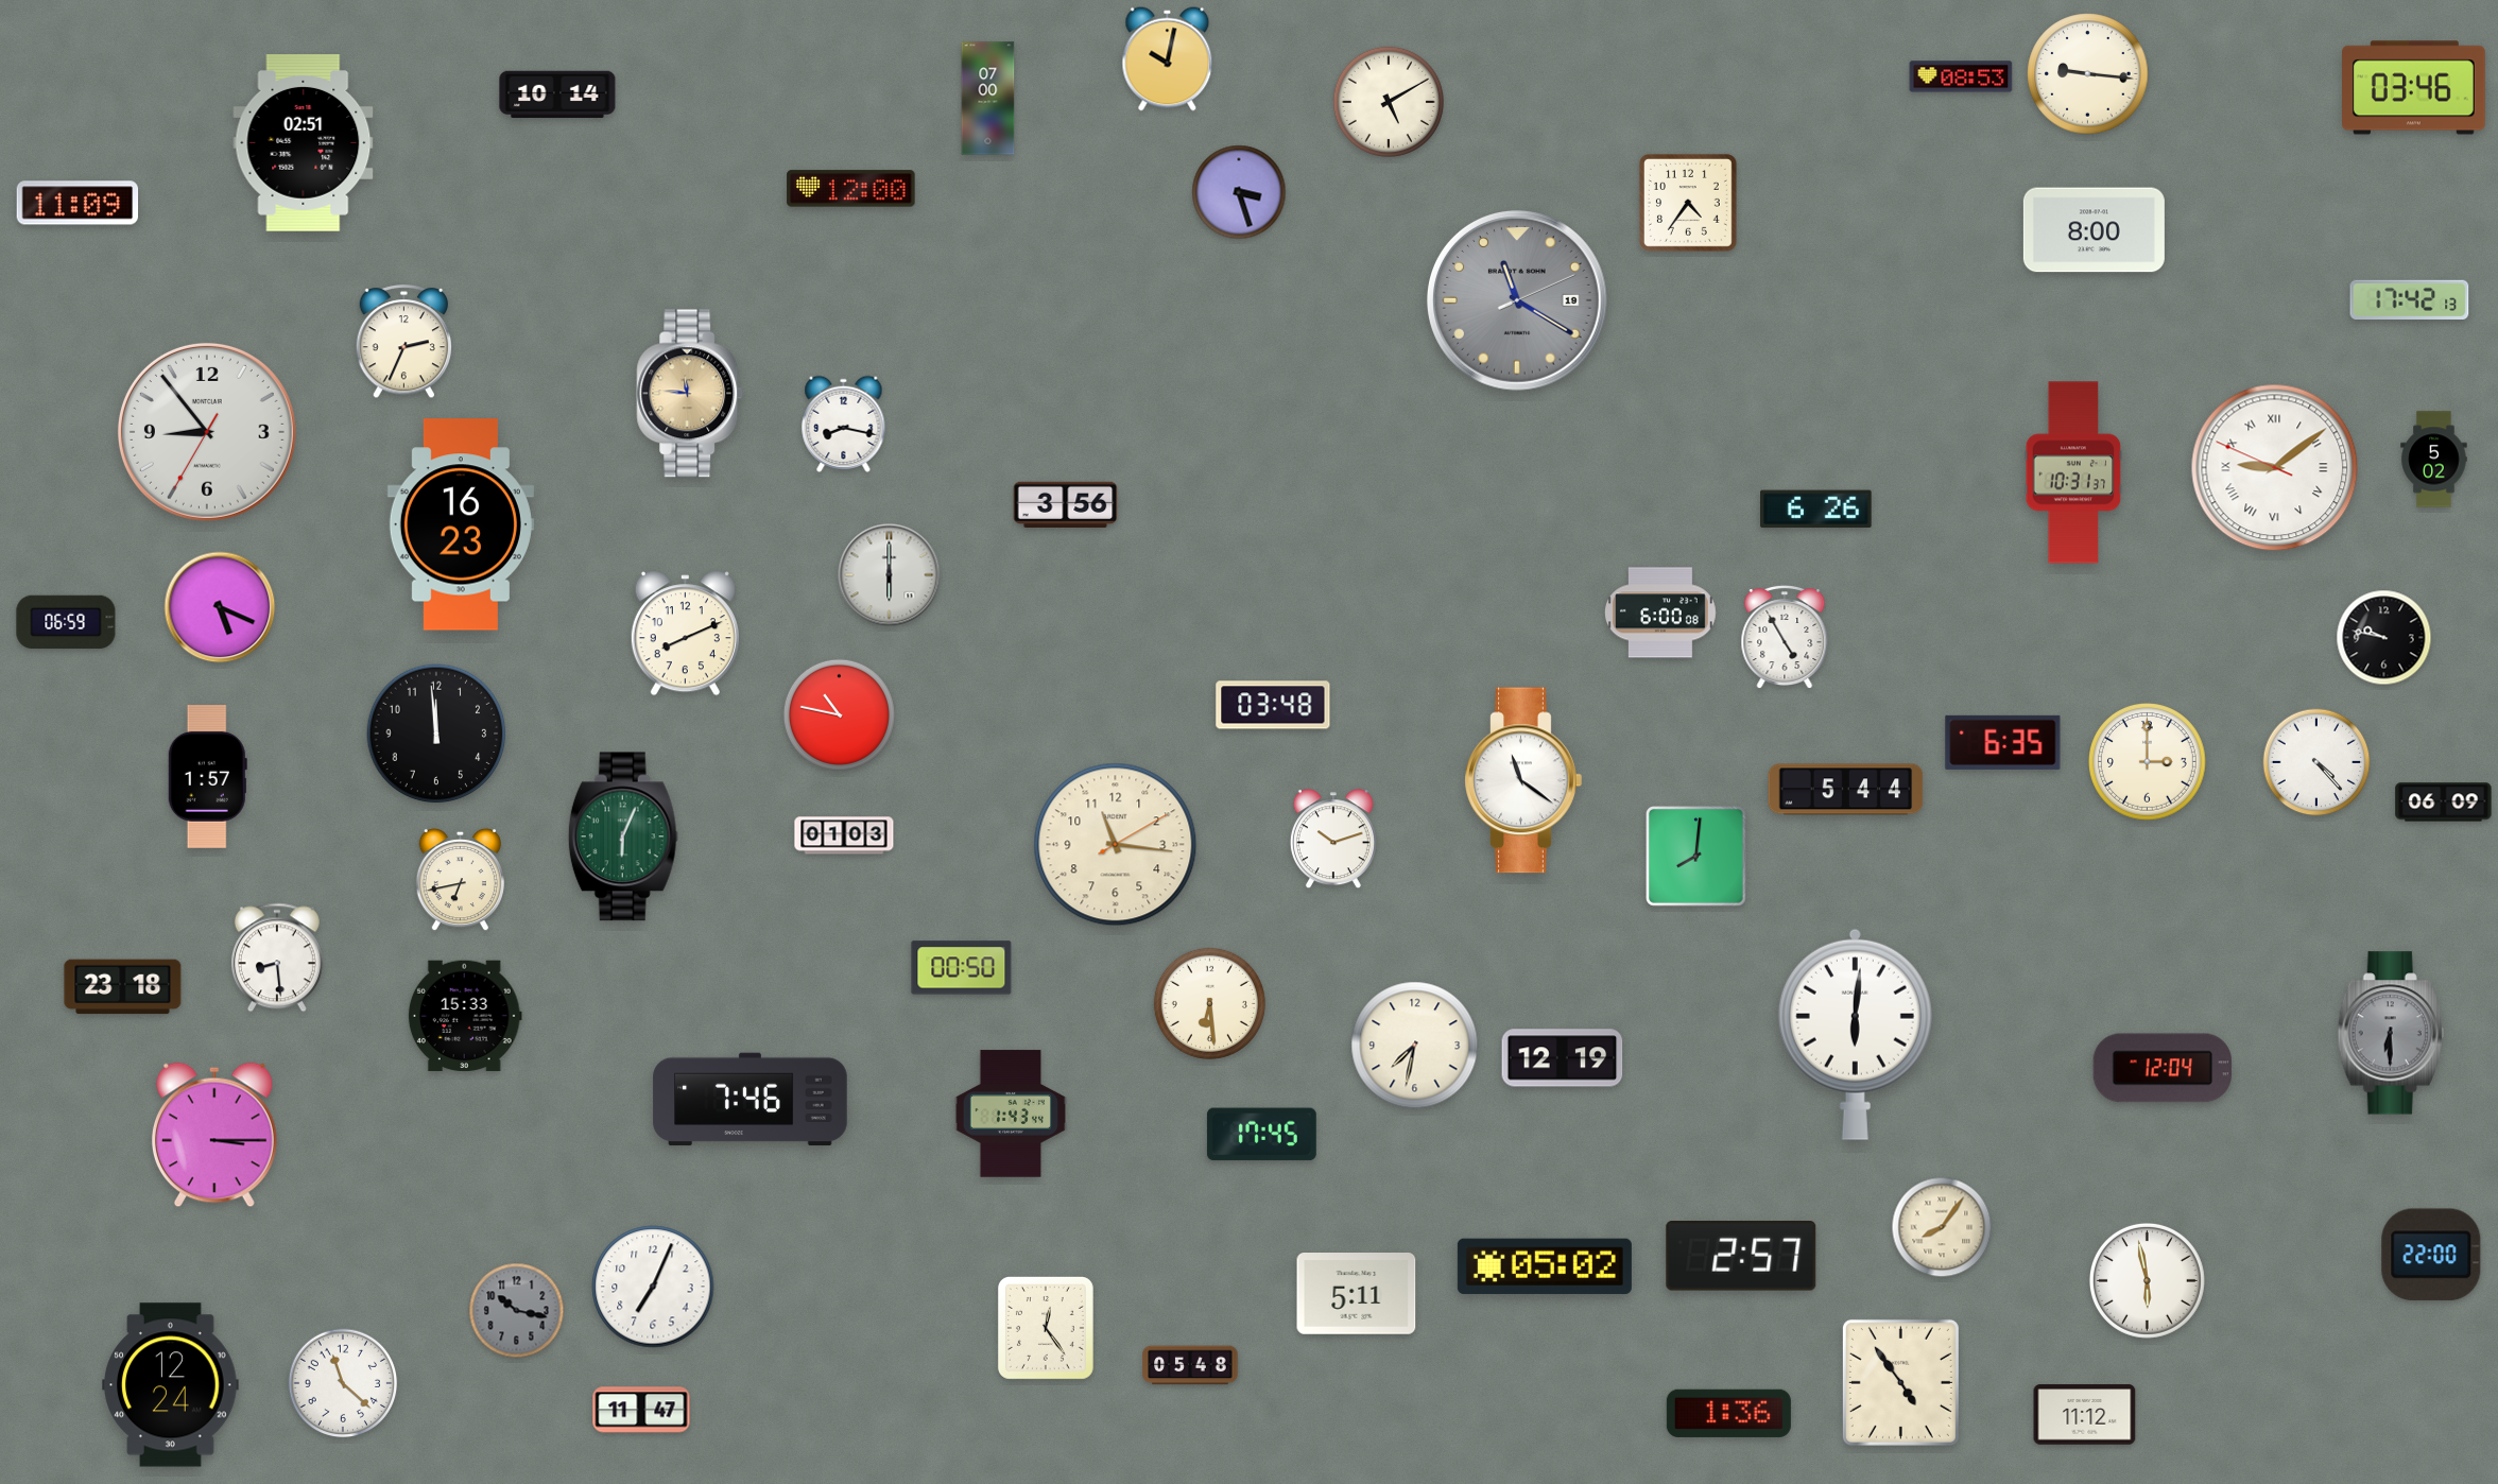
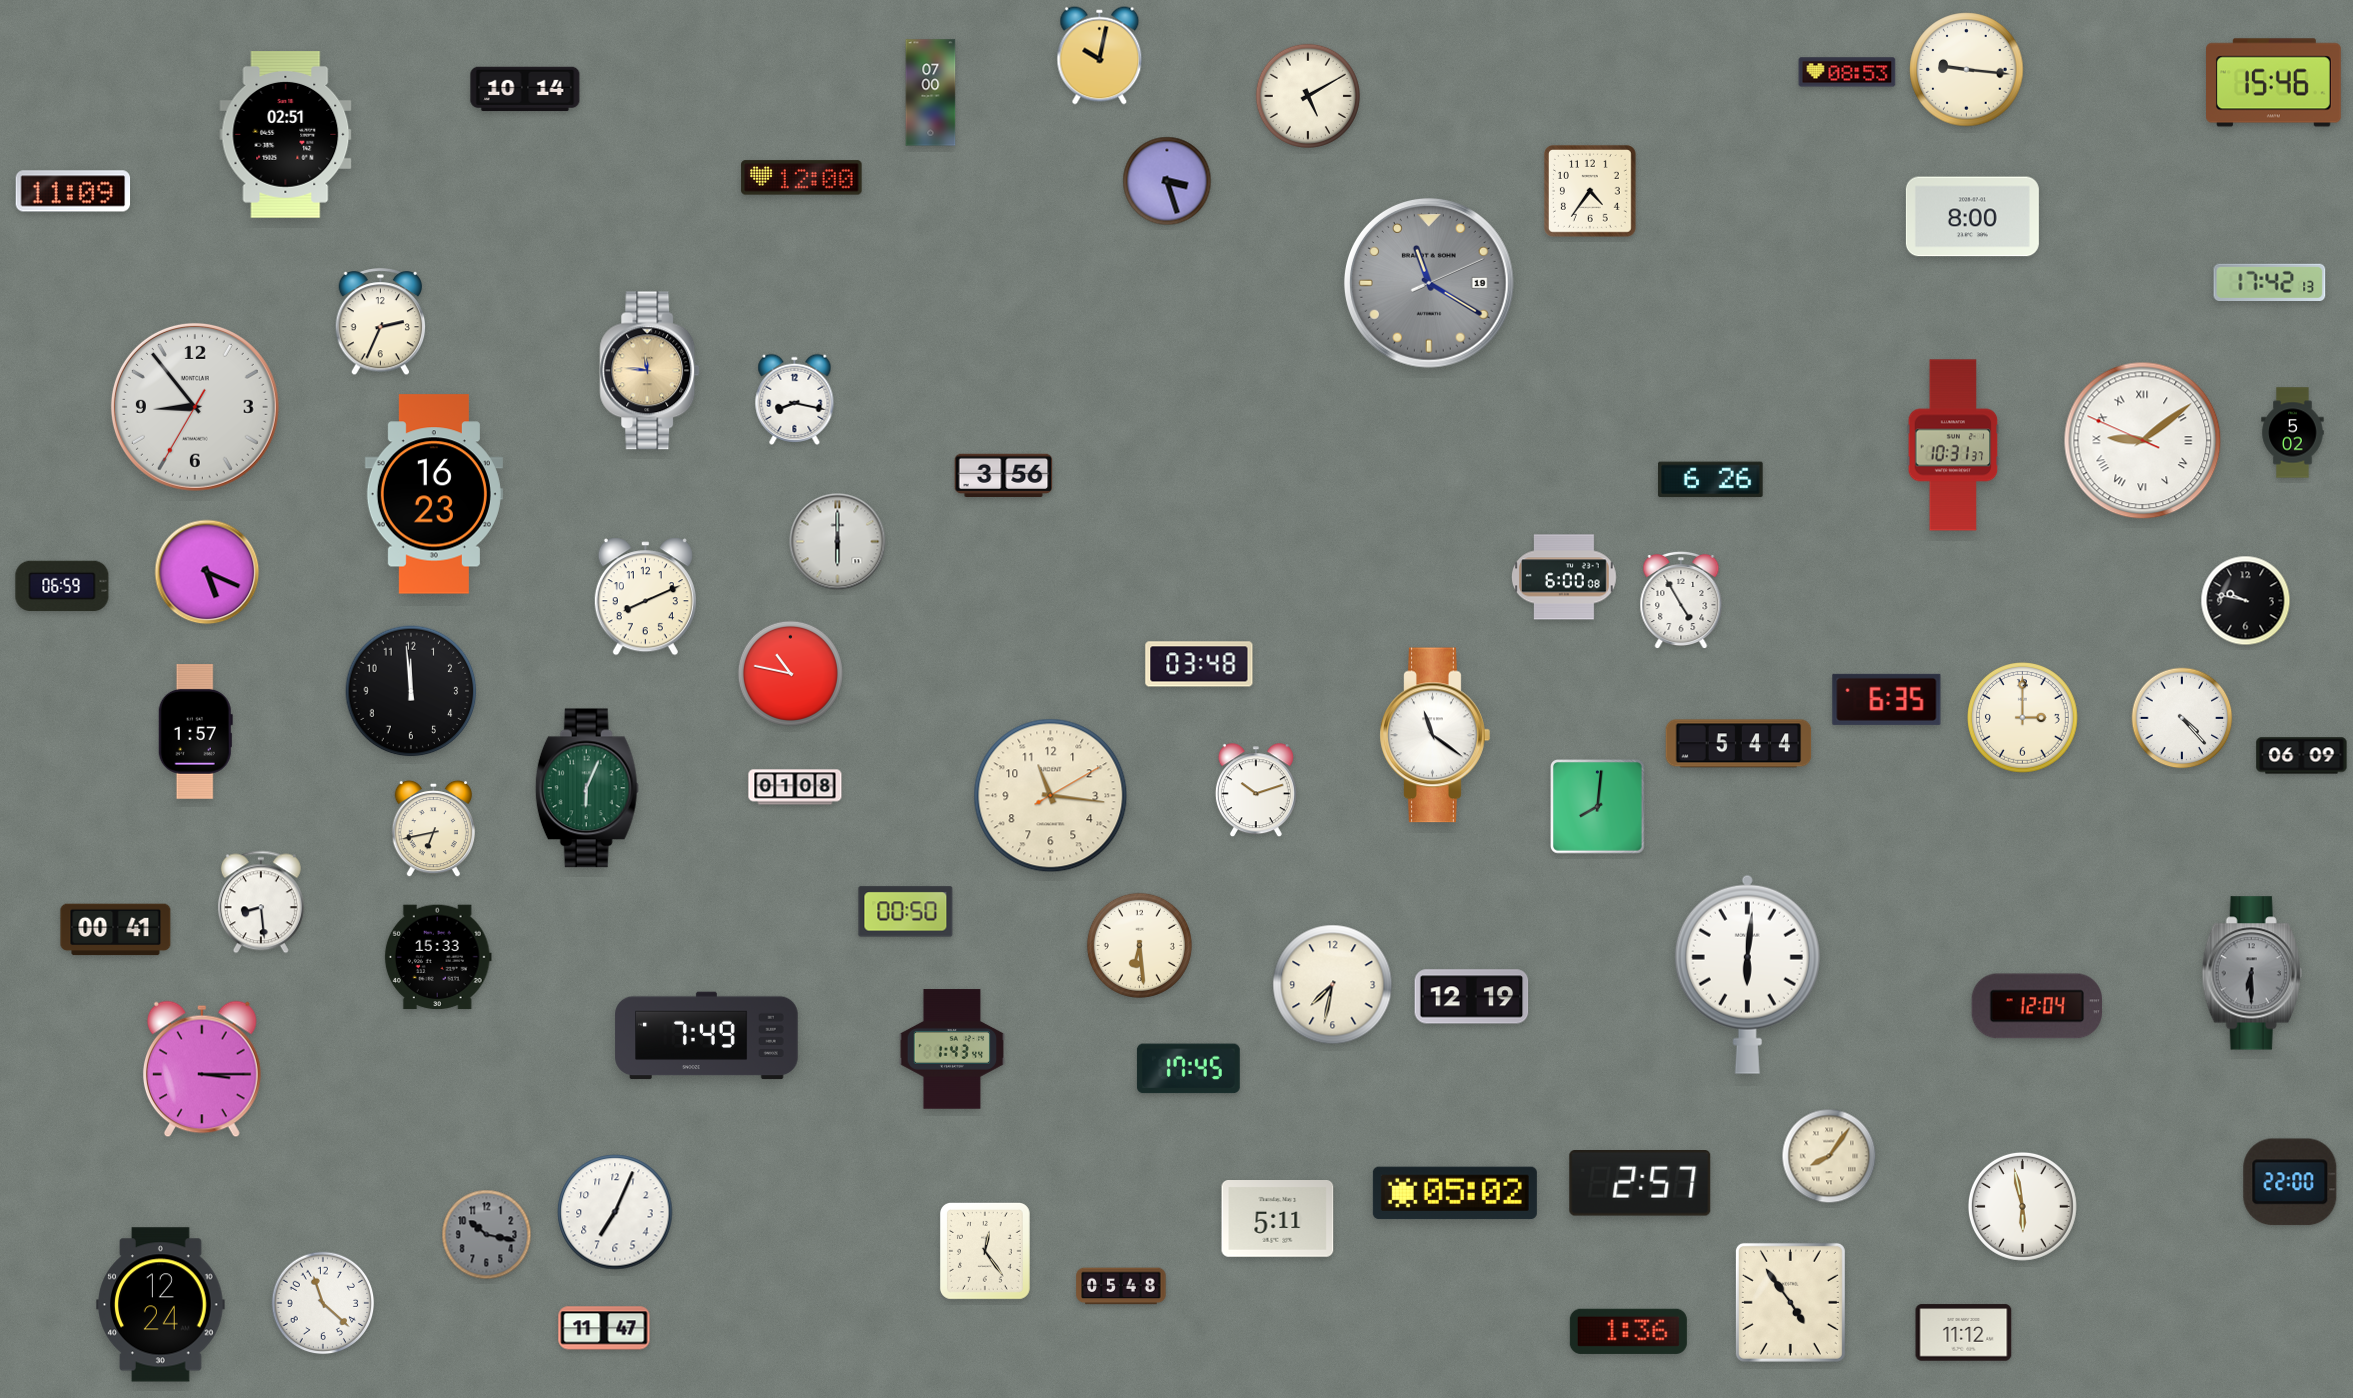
clock at (2414, 88): 03:46 -> 15:46
clock at (844, 835): 01:03 -> 01:08
clock at (123, 987): 23:18 -> 00:41
clock at (751, 1100): 7:46 -> 7:49
